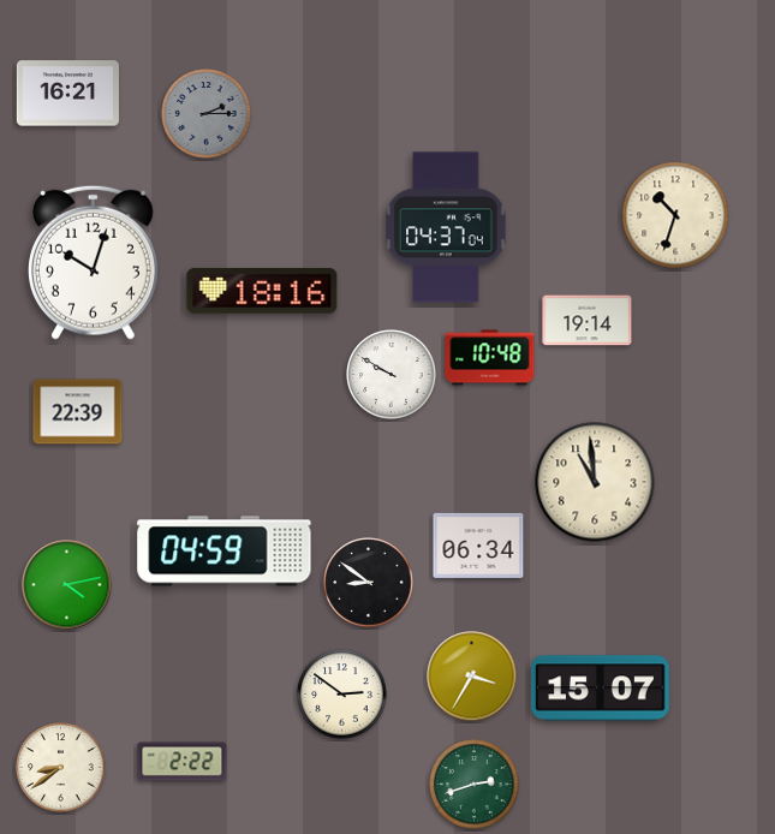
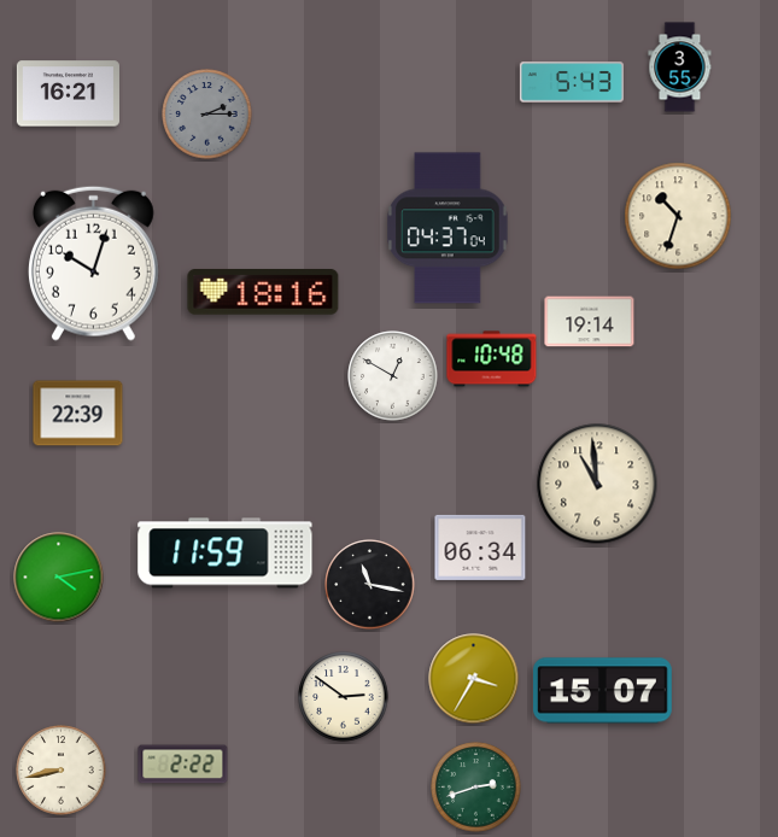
clock at (680, 68): none -> 3:55
clock at (572, 82): none -> 5:43
clock at (392, 375): 9:50 -> 12:50
clock at (225, 552): 04:59 -> 11:59
clock at (369, 583): 8:51 -> 11:17
clock at (67, 585) position: (67, 585) -> (59, 578)
clock at (61, 768): 8:39 -> 8:43
